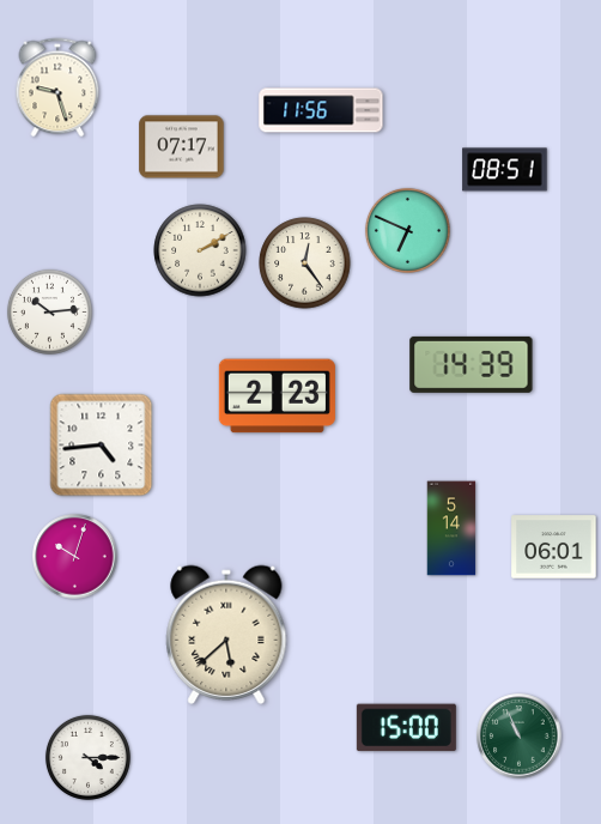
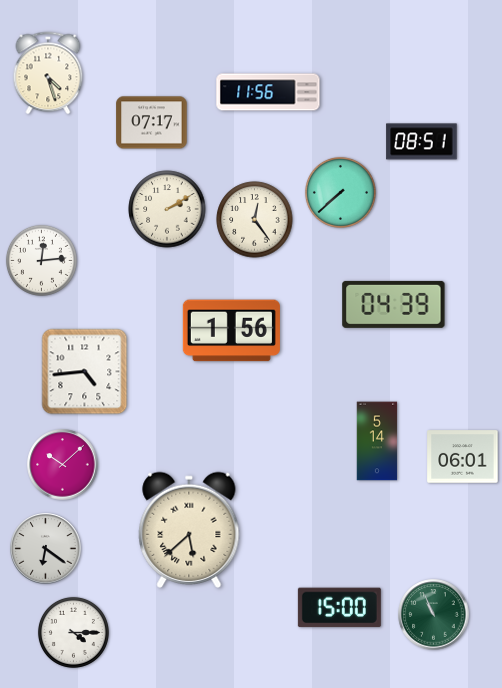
clock at (57, 87): 9:27 -> 4:27
clock at (407, 230): 6:49 -> 7:38
clock at (49, 311): 10:14 -> 12:14
clock at (472, 364): 14:39 -> 04:39
clock at (277, 396): 2:23 -> 1:56
clock at (75, 557): 10:03 -> 10:08
clock at (46, 549): none -> 6:21
